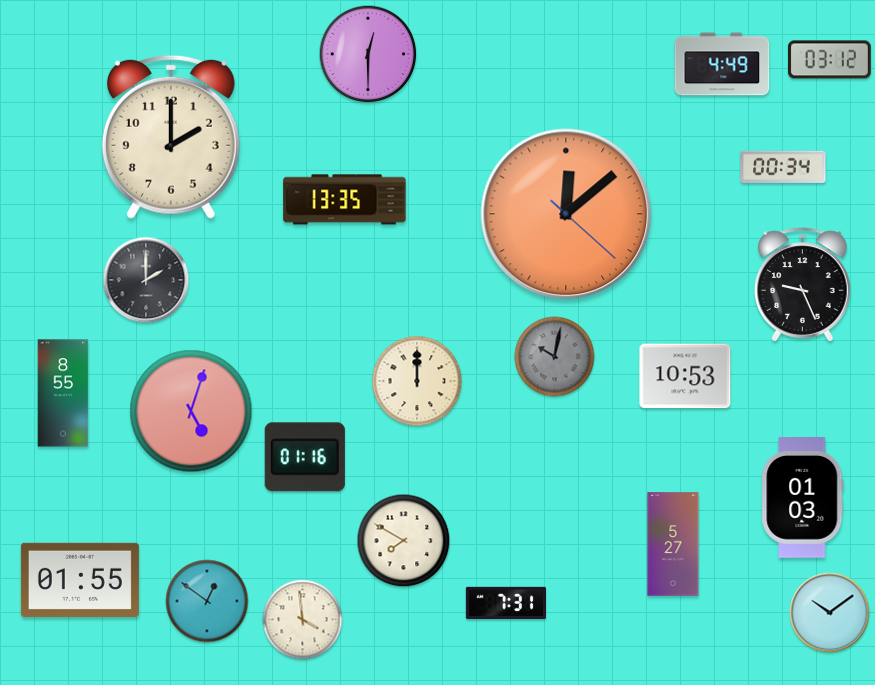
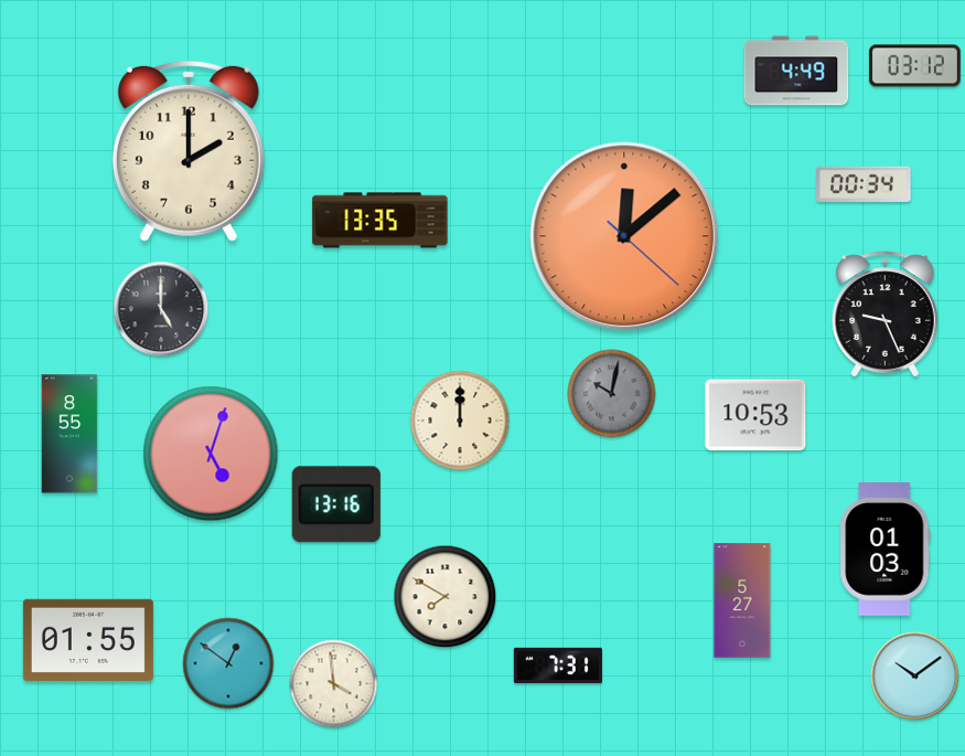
clock at (368, 54): 12:30 -> none
clock at (146, 280): 2:00 -> 5:00
clock at (305, 457): 01:16 -> 13:16
